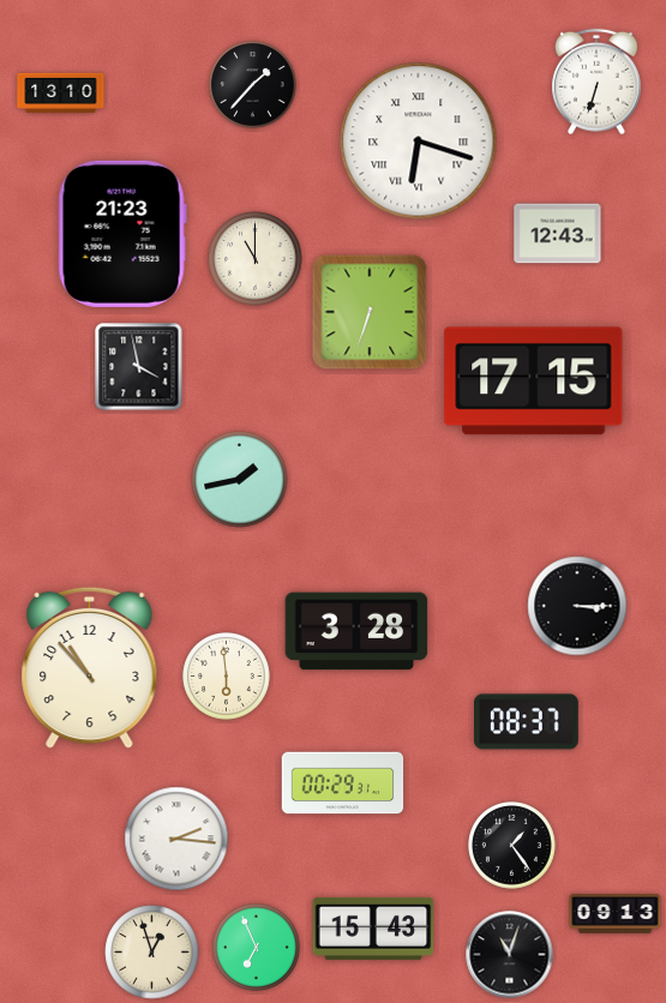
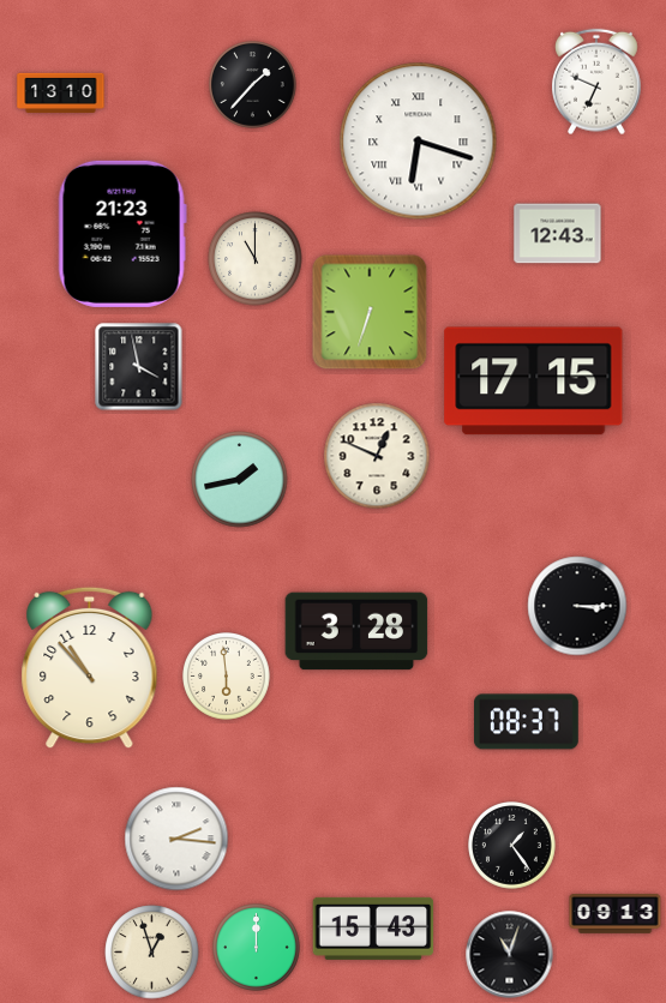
clock at (598, 82): 6:33 -> 6:49
clock at (377, 456): none -> 12:49
clock at (343, 783): 00:29 -> none
clock at (257, 948): 6:56 -> 12:00
